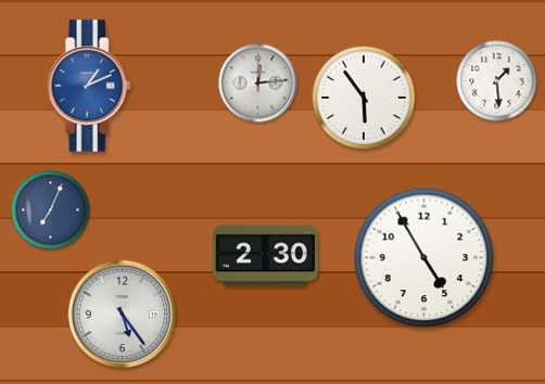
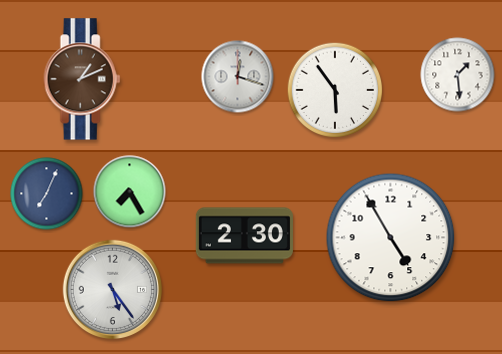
clock at (258, 84): 12:14 -> 12:18
clock at (89, 86) dial: blue -> brown
clock at (130, 192): none -> 7:25
